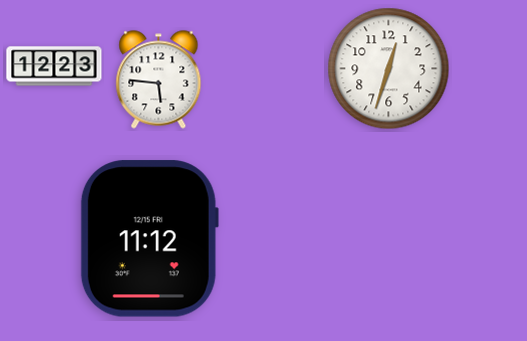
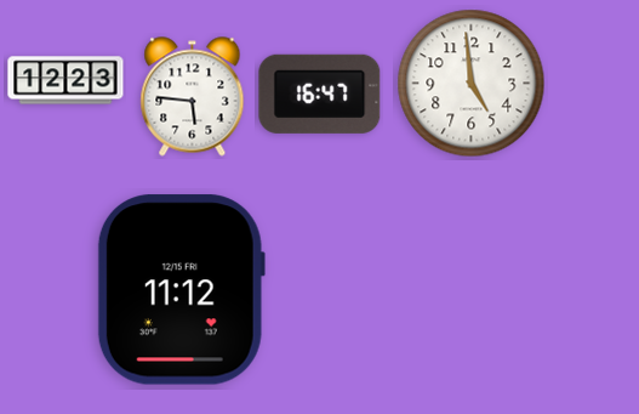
clock at (389, 69): 12:33 -> 4:59
clock at (320, 93): none -> 16:47
